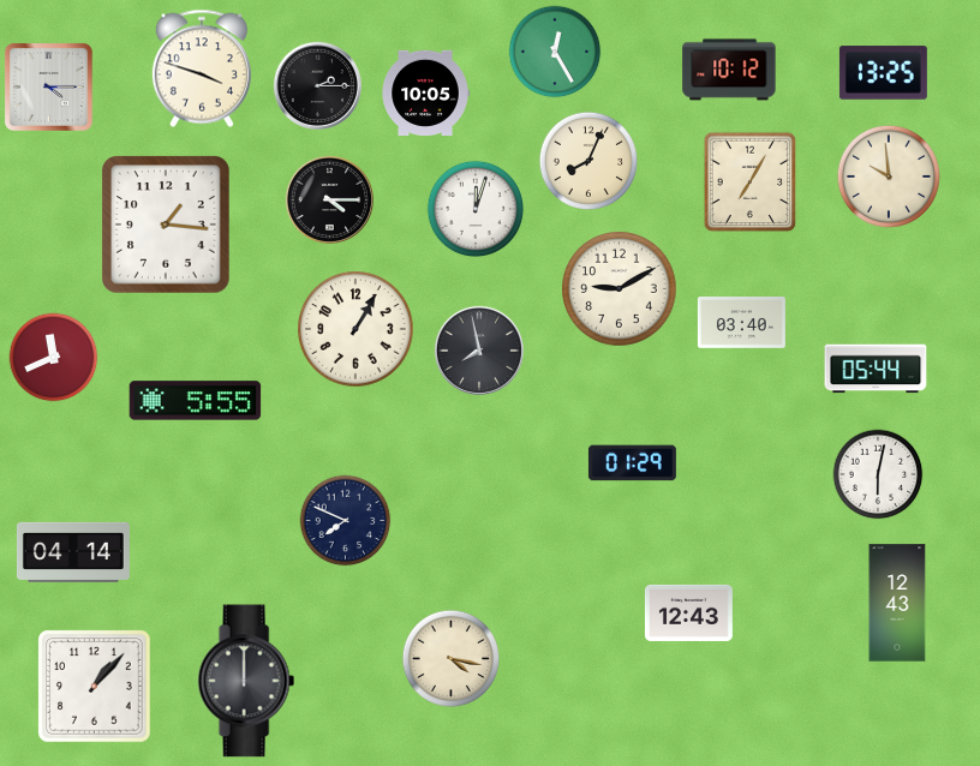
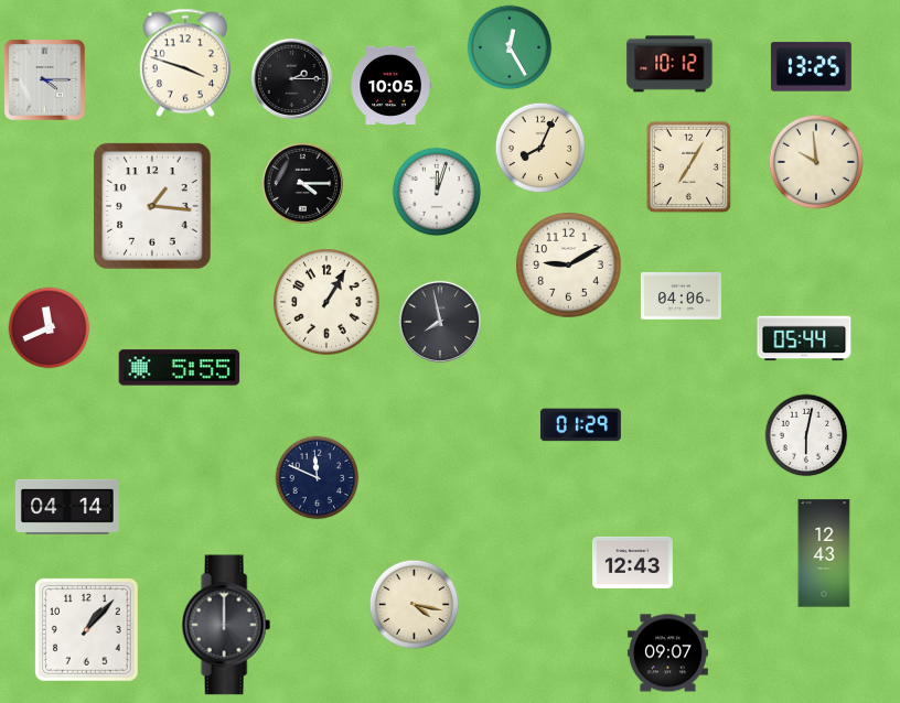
clock at (741, 323): 03:40 -> 04:06
clock at (346, 521): 7:49 -> 11:49
clock at (667, 653): none -> 09:07
